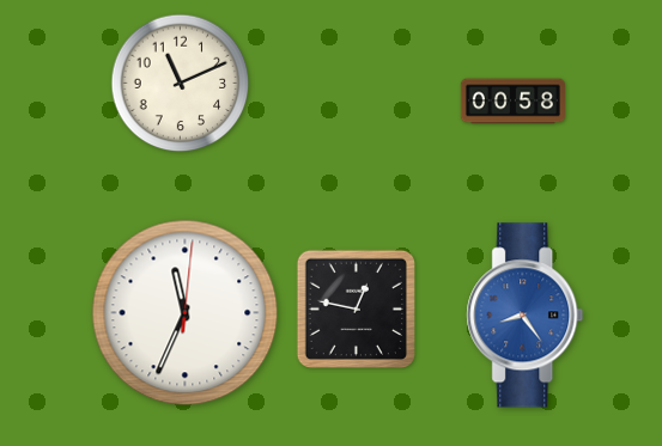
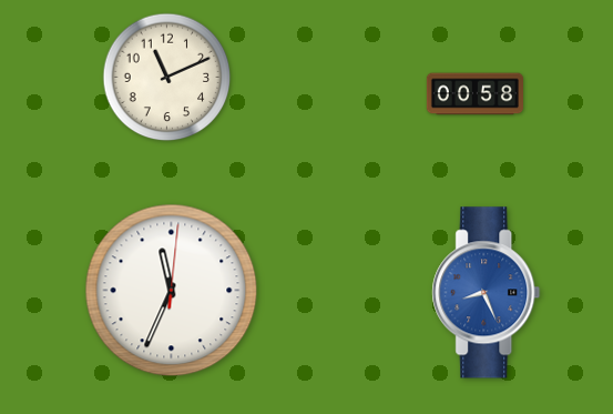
clock at (356, 308): 12:47 -> none
clock at (526, 316): 8:24 -> 8:26
